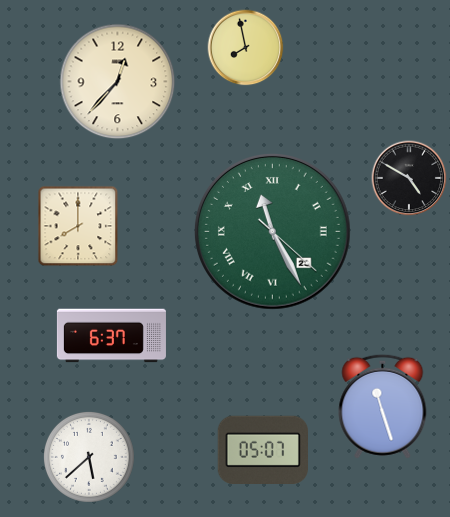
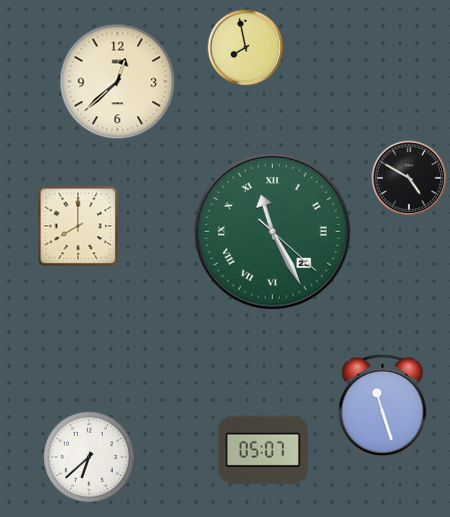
clock at (118, 82): 12:37 -> 12:38
clock at (111, 336): 6:37 -> none
clock at (89, 457): 5:38 -> 6:38
